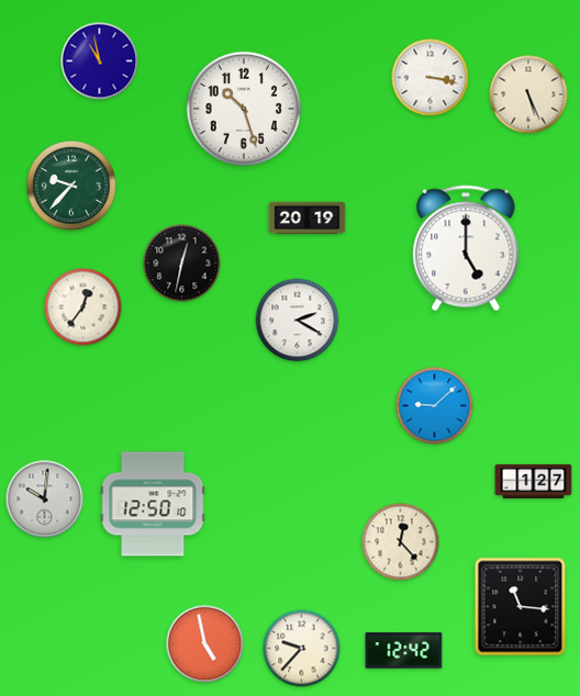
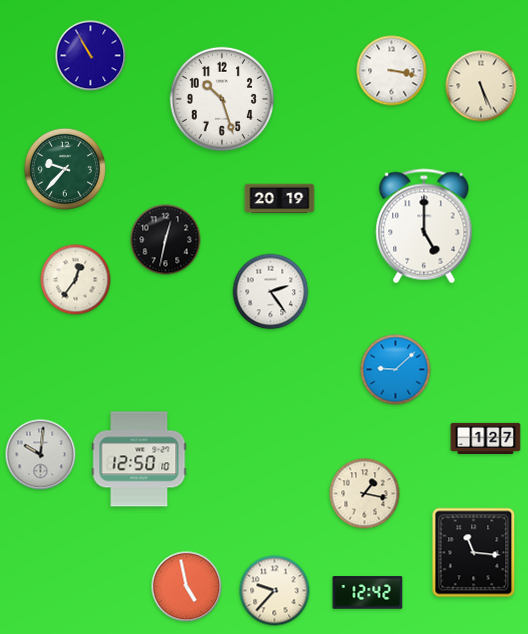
clock at (100, 61): 10:58 -> 10:55
clock at (298, 321): 2:20 -> 2:24
clock at (401, 542): 12:23 -> 1:17
